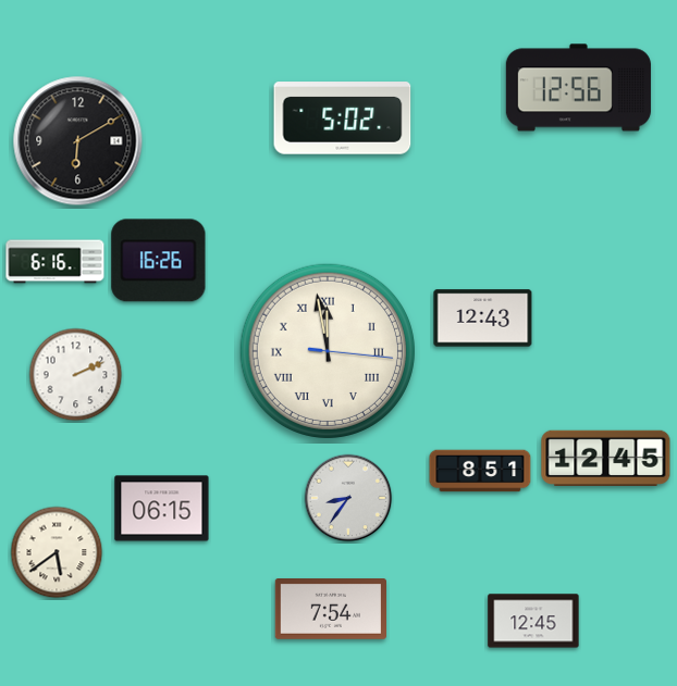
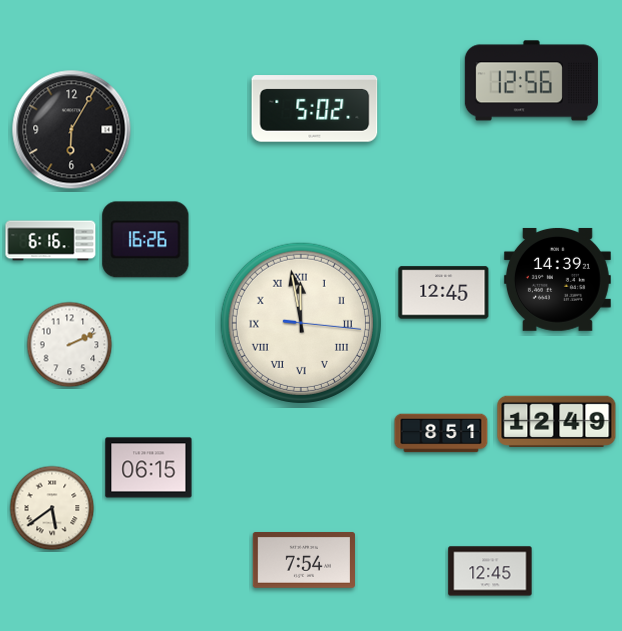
clock at (78, 141): 6:10 -> 6:05
clock at (557, 279): none -> 14:39
clock at (483, 319): 12:43 -> 12:45
clock at (606, 458): 12:45 -> 12:49
clock at (348, 498): 8:36 -> none
